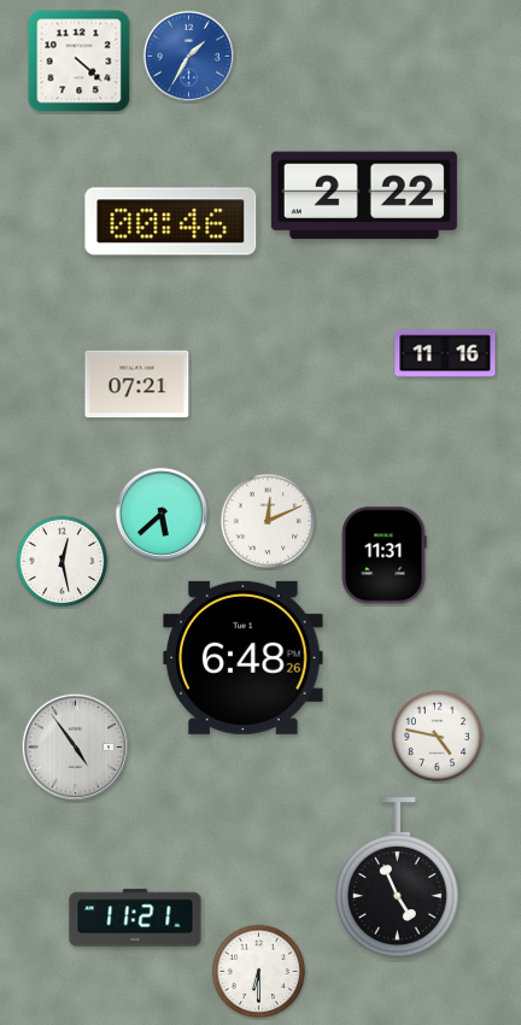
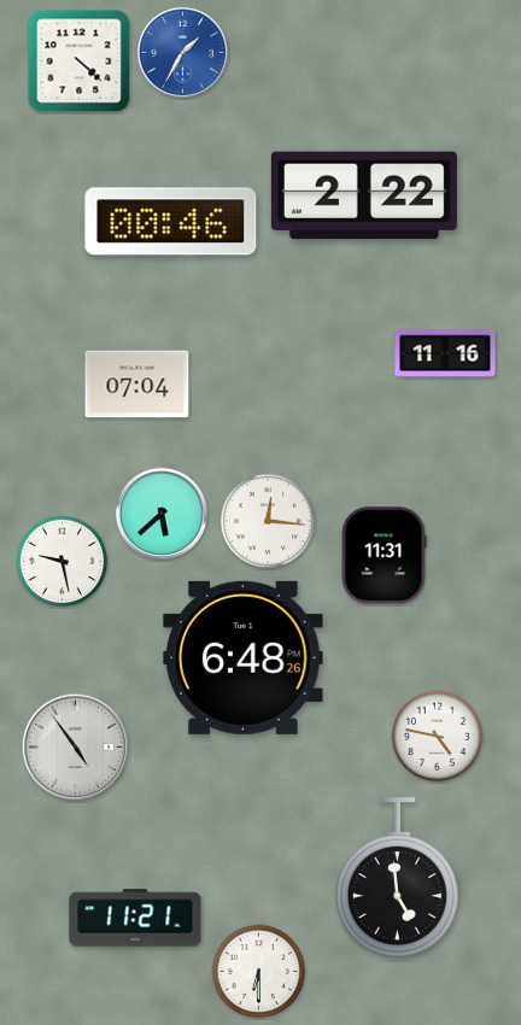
clock at (188, 55) position: (188, 55) -> (182, 52)
clock at (137, 385): 07:21 -> 07:04
clock at (268, 521): 12:11 -> 12:16
clock at (63, 562): 12:28 -> 9:28
clock at (397, 878): 4:56 -> 4:59
